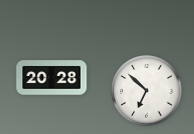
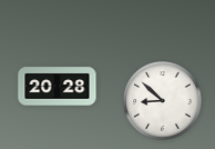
clock at (147, 91): 6:52 -> 8:52
